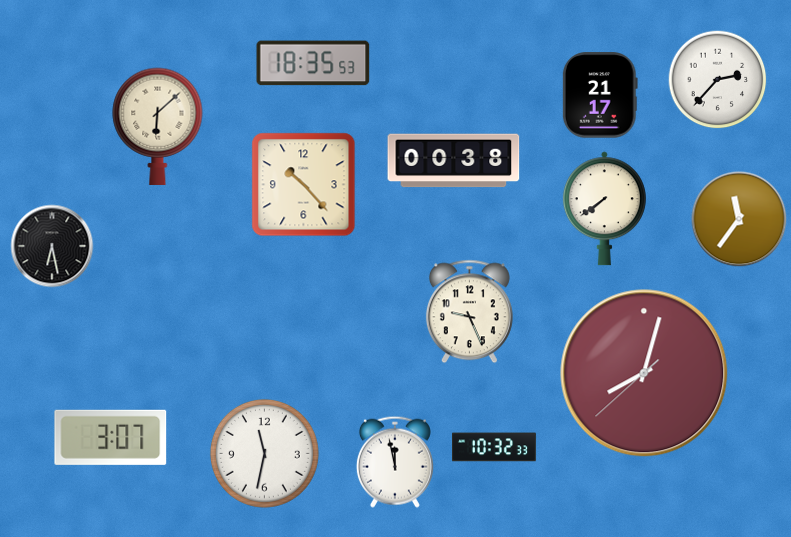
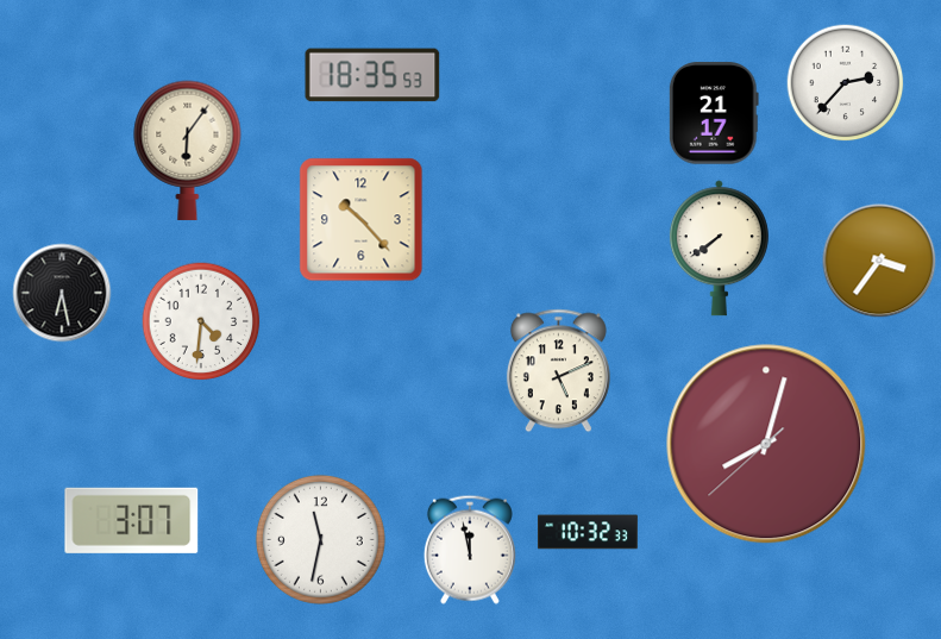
clock at (718, 80) position: (718, 80) -> (846, 83)
clock at (158, 126): 6:08 -> 6:06
clock at (454, 161): 00:38 -> none
clock at (739, 219): 11:36 -> 3:36
clock at (201, 321): none -> 4:31
clock at (469, 312): 9:26 -> 5:11
clock at (264, 453) position: (264, 453) -> (320, 539)
